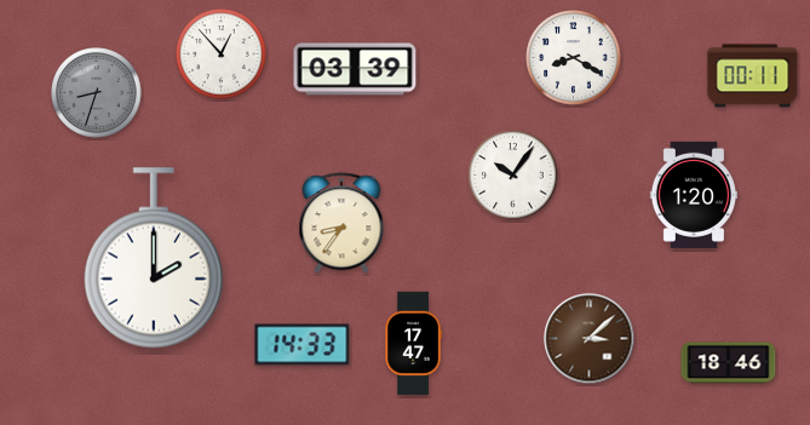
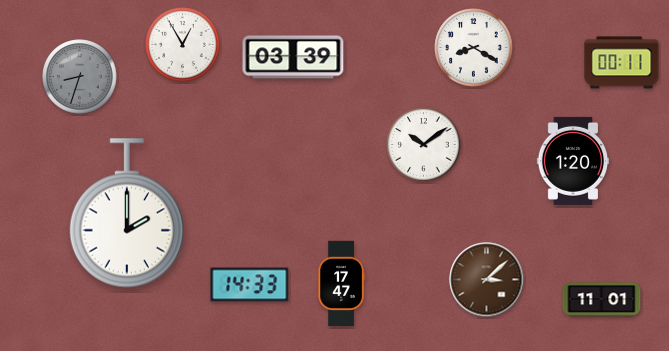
clock at (222, 54): 12:53 -> 12:55
clock at (513, 176): 10:06 -> 10:09
clock at (341, 223): 8:36 -> none
clock at (729, 363): 18:46 -> 11:01
